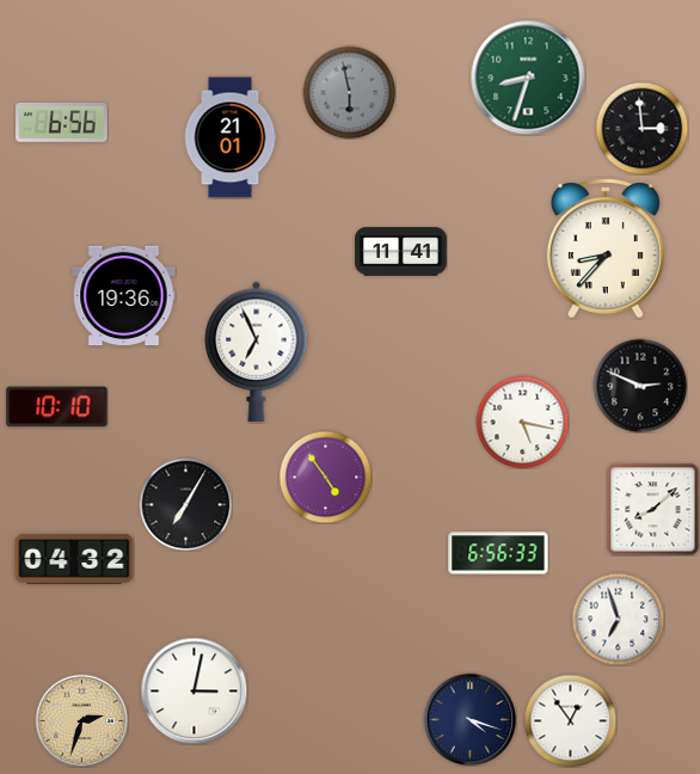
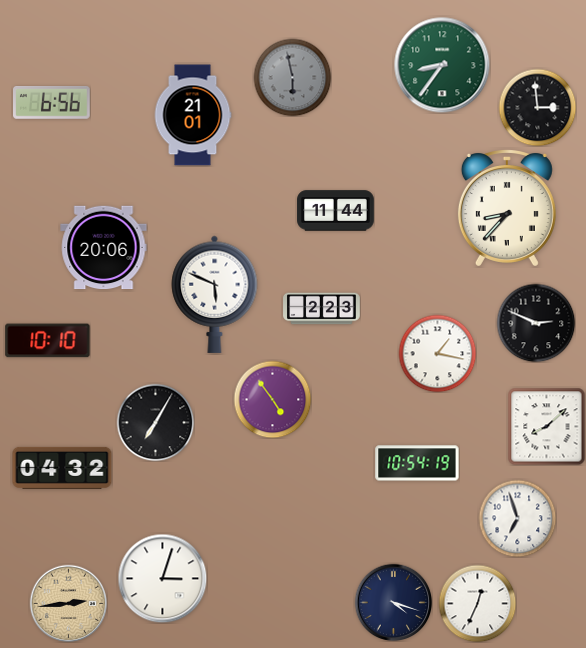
clock at (528, 78): 8:33 -> 8:36
clock at (401, 252): 11:41 -> 11:44
clock at (124, 296): 19:36 -> 20:06
clock at (257, 351): 6:56 -> 5:49
clock at (322, 309): none -> 2:23
clock at (522, 422): 5:17 -> 1:17
clock at (498, 553): 6:56 -> 10:54
clock at (194, 690): 3:02 -> 3:03
clock at (81, 720): 2:33 -> 2:44
clock at (570, 720): 12:54 -> 12:34
